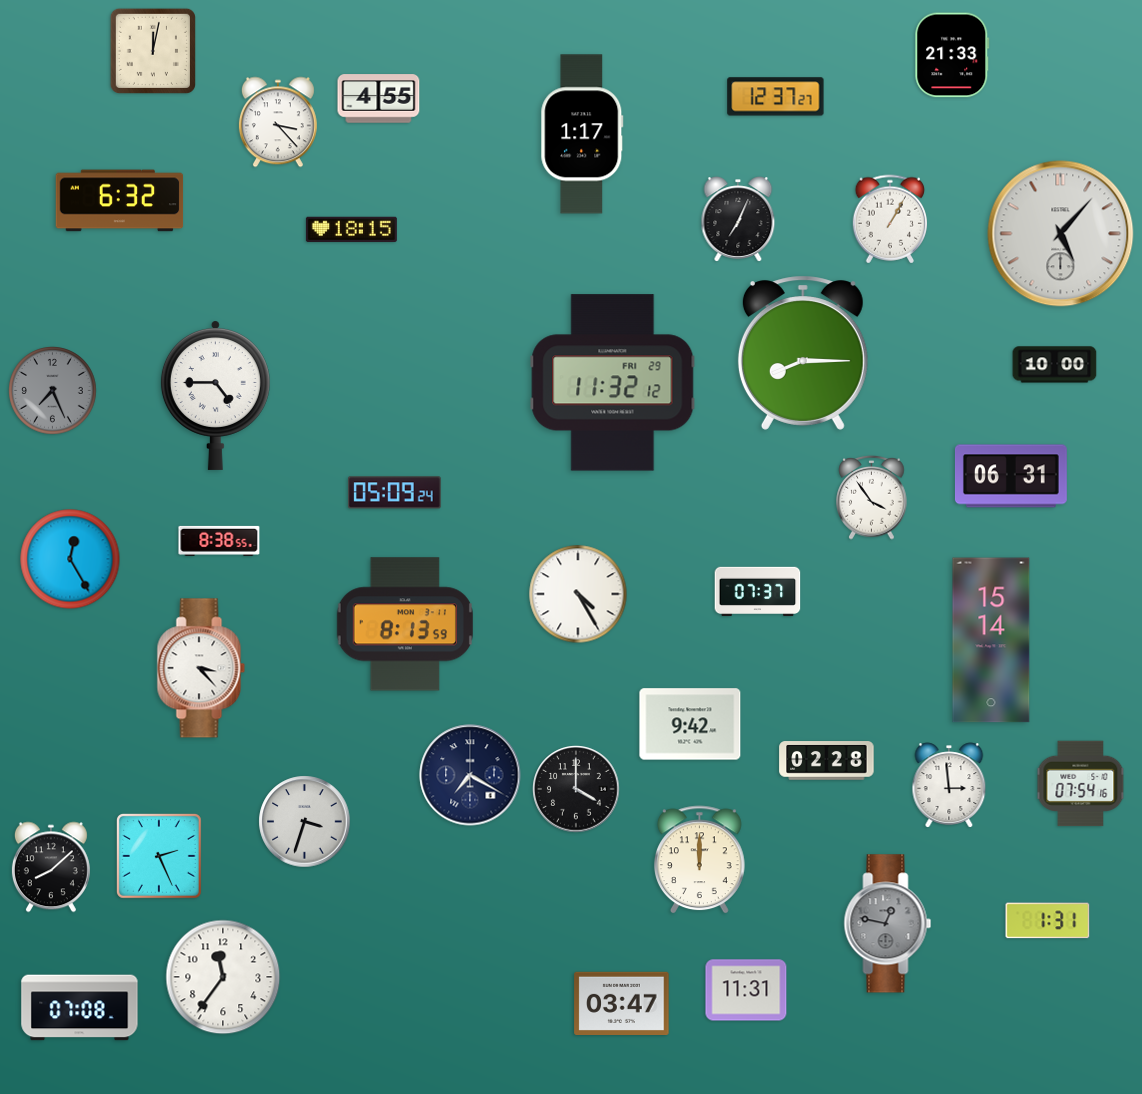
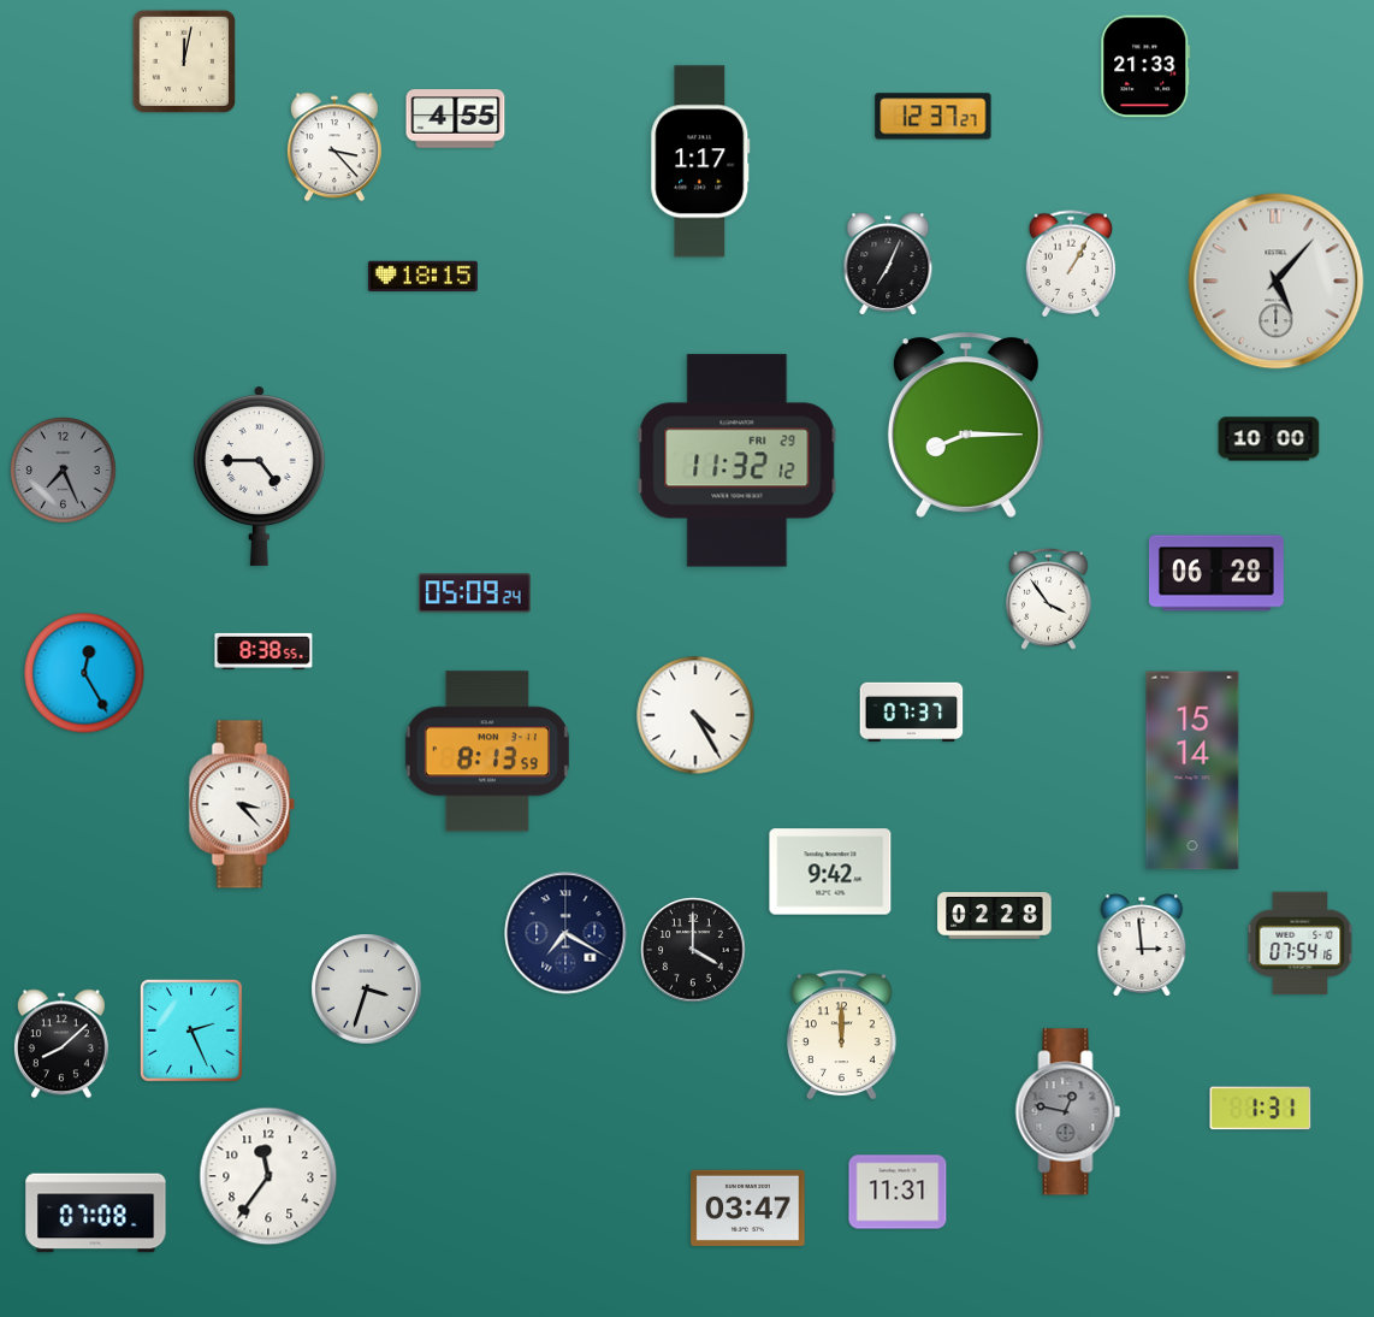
clock at (120, 201): 6:32 -> none
clock at (1011, 476): 06:31 -> 06:28
